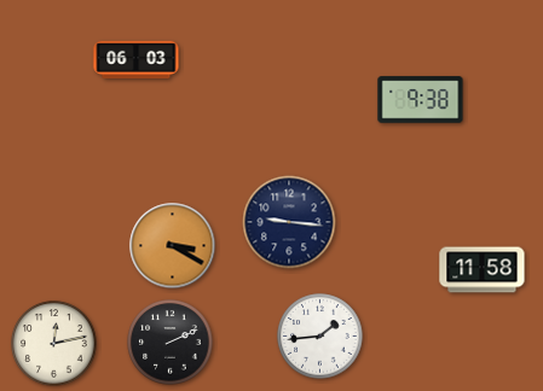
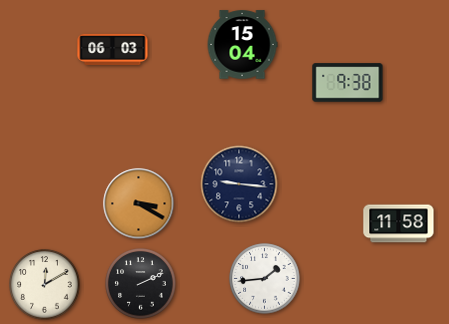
clock at (242, 45): none -> 15:04
clock at (173, 246) position: (173, 246) -> (139, 204)
clock at (54, 344): 12:13 -> 12:10
